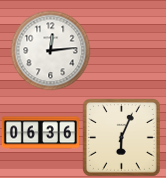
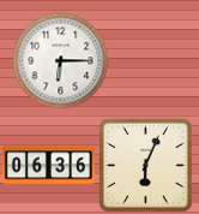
clock at (50, 50): 12:14 -> 6:15
clock at (40, 133) position: (40, 133) -> (48, 166)
